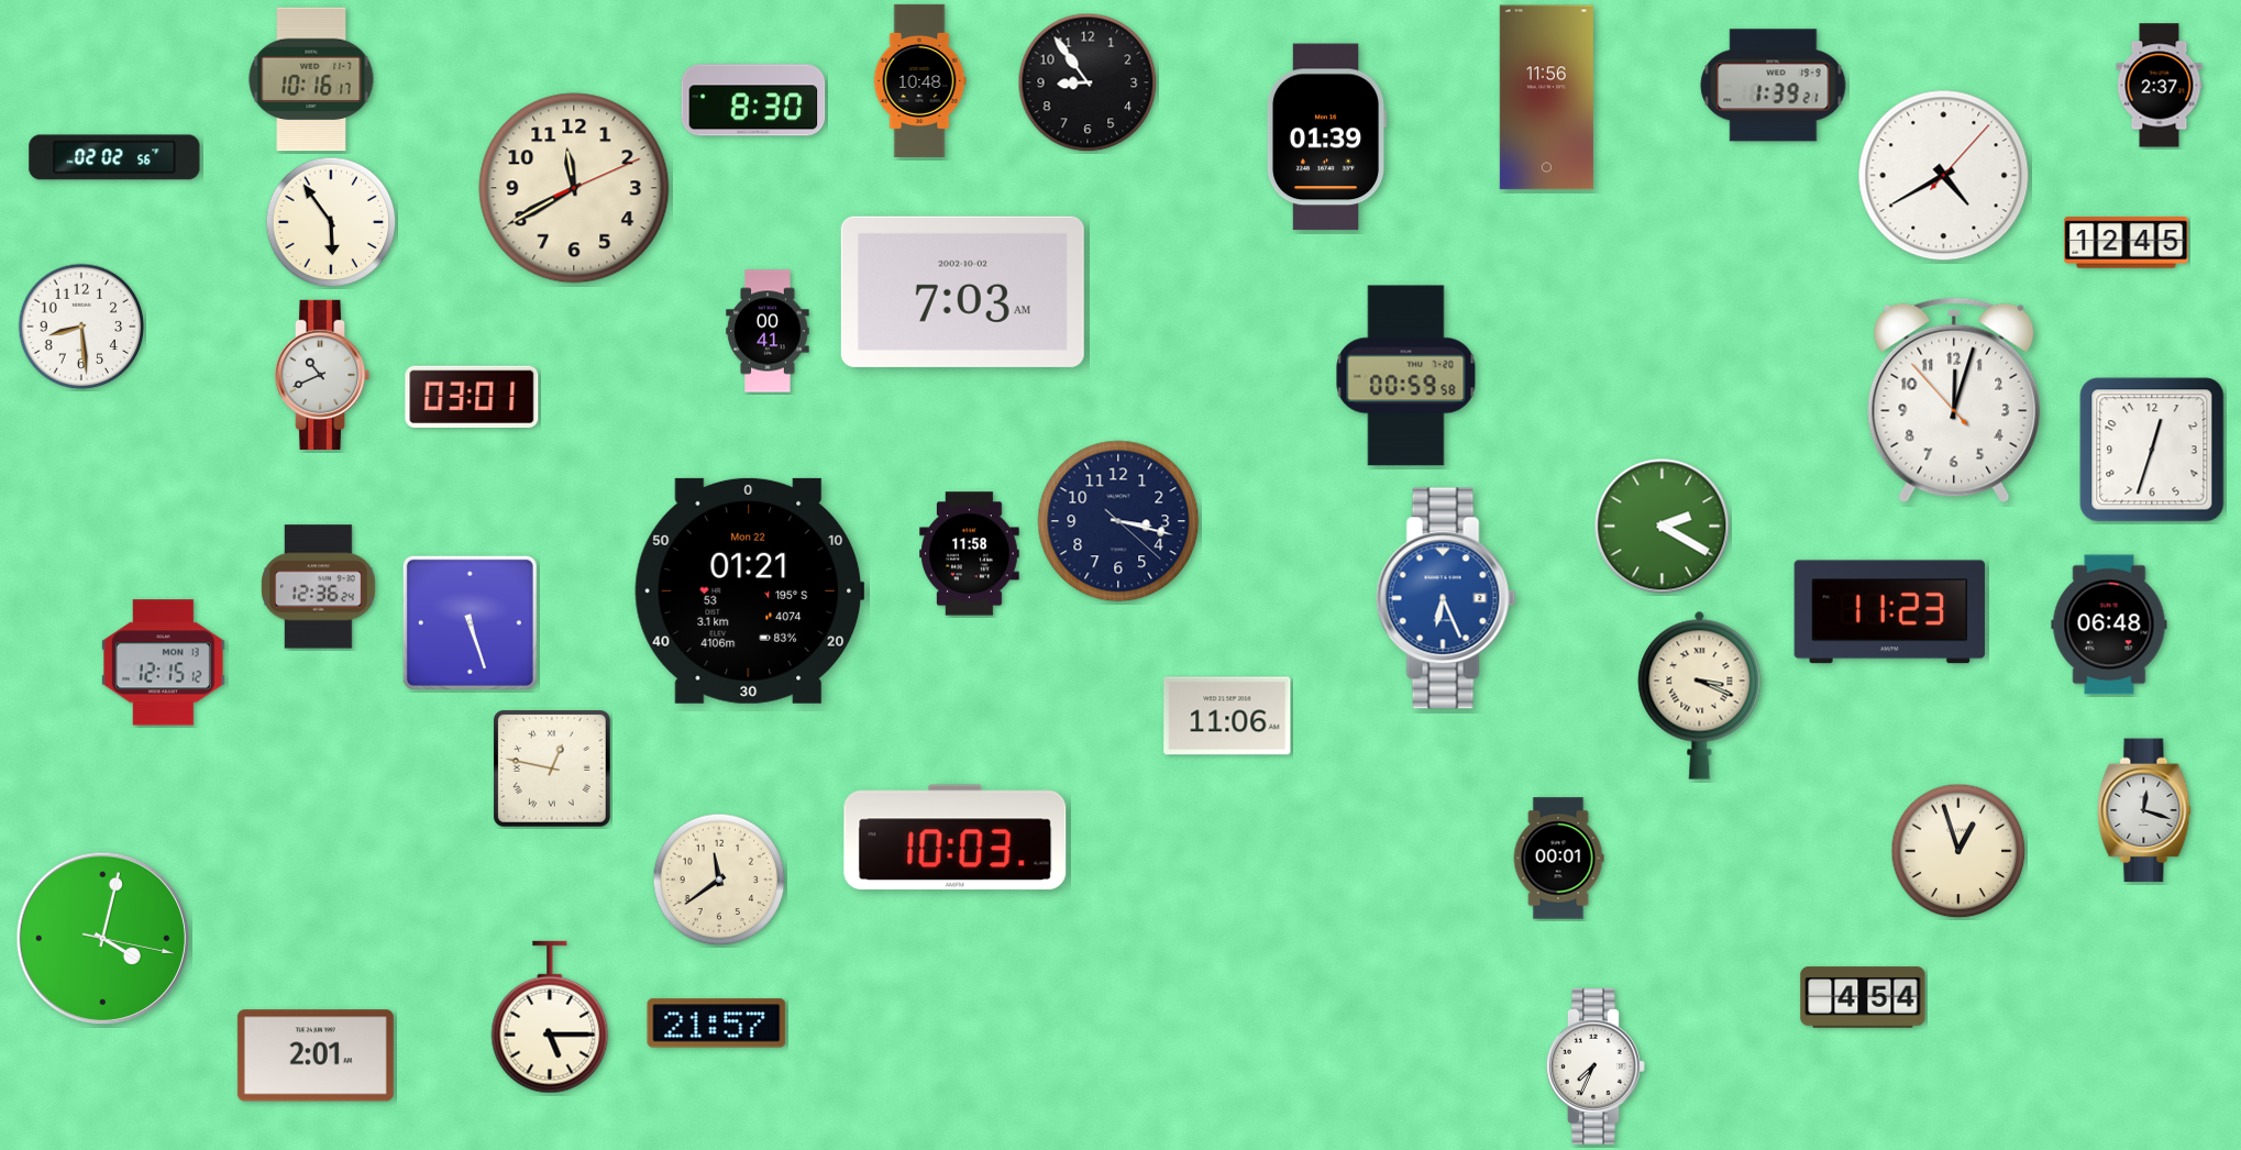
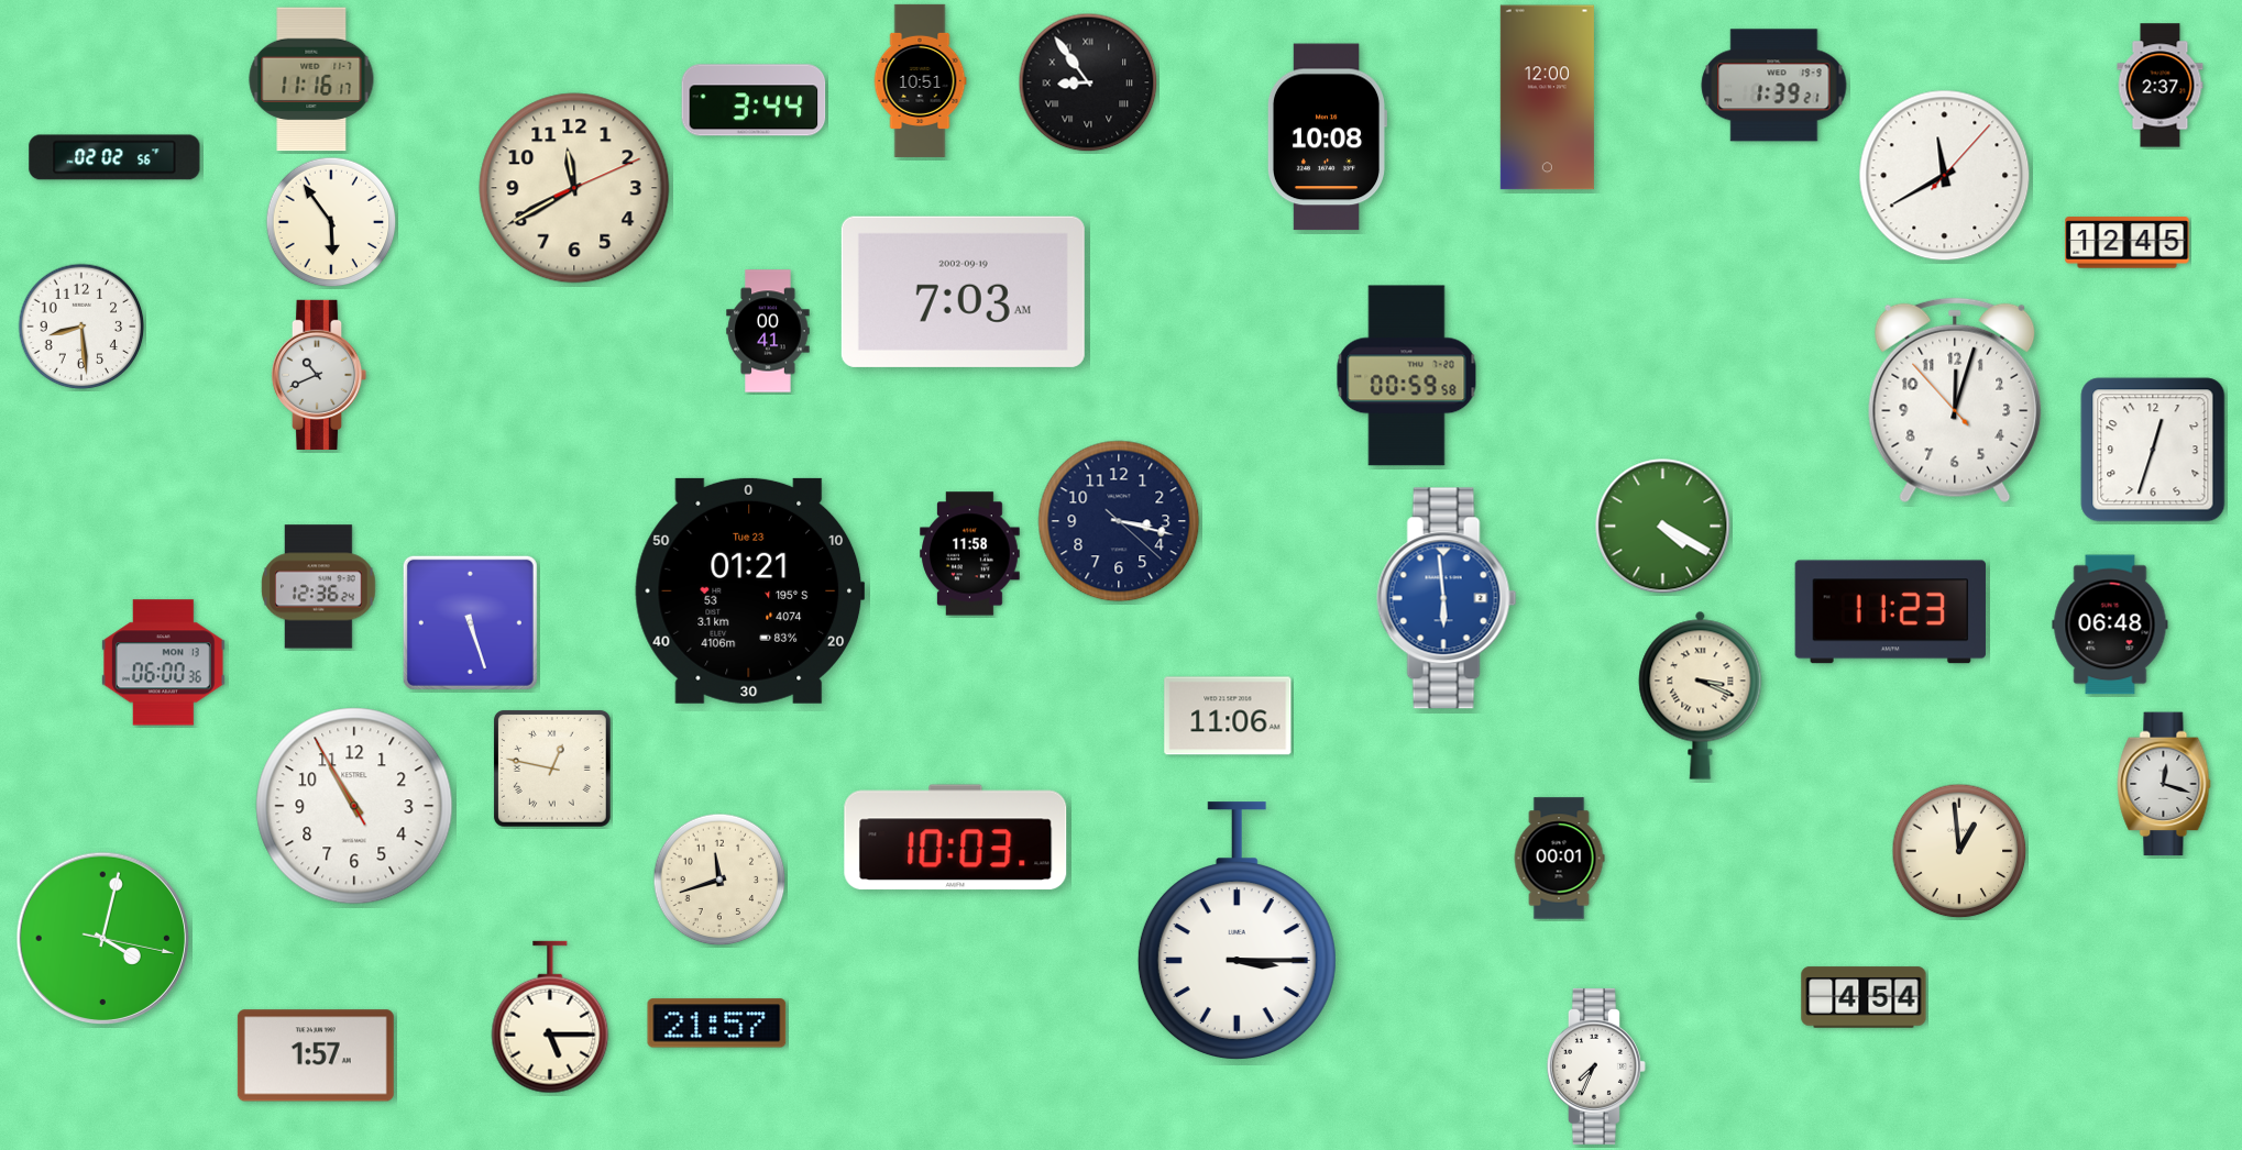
clock at (311, 79): 10:16 -> 11:16
clock at (919, 80): 10:48 -> 10:51
clock at (1088, 82) numerals: Arabic -> Roman
clock at (1546, 98): 11:56 -> 12:00
clock at (753, 100): 8:30 -> 3:44
clock at (1325, 137): 01:39 -> 10:08
clock at (1944, 176): 4:40 -> 11:40
clock at (962, 291) date: 2002-10-02 -> 2002-09-19
clock at (322, 375) position: (322, 375) -> (319, 375)
clock at (472, 397): 03:01 -> none
clock at (1663, 527): 2:20 -> 4:20
clock at (750, 590) date: Mon 22 -> Tue 23
clock at (1446, 598): 6:26 -> 5:59
clock at (163, 663): 12:15 -> 06:00
clock at (354, 806): none -> 10:54
clock at (2144, 810) position: (2144, 810) -> (2164, 784)
clock at (1958, 851): 12:57 -> 12:59
clock at (719, 880): 11:39 -> 11:42
clock at (1237, 931): none -> 3:15
clock at (316, 1055): 2:01 -> 1:57
